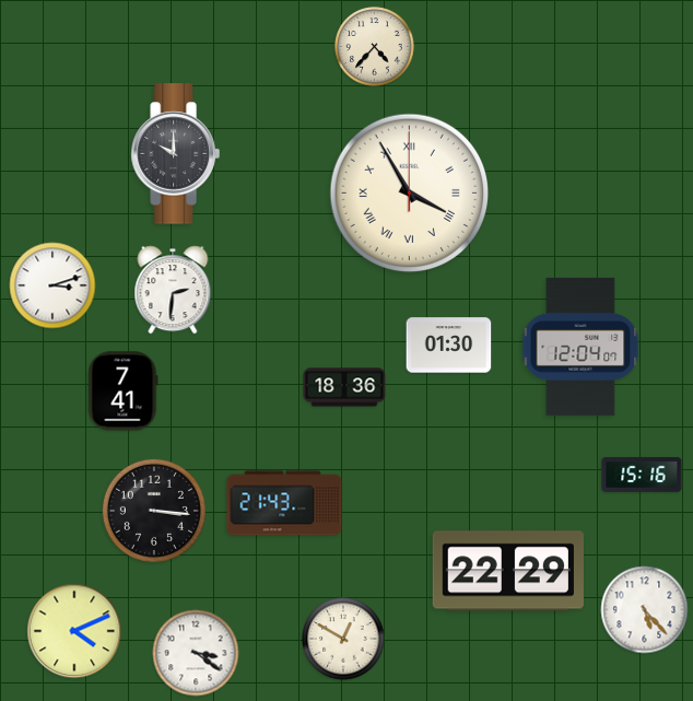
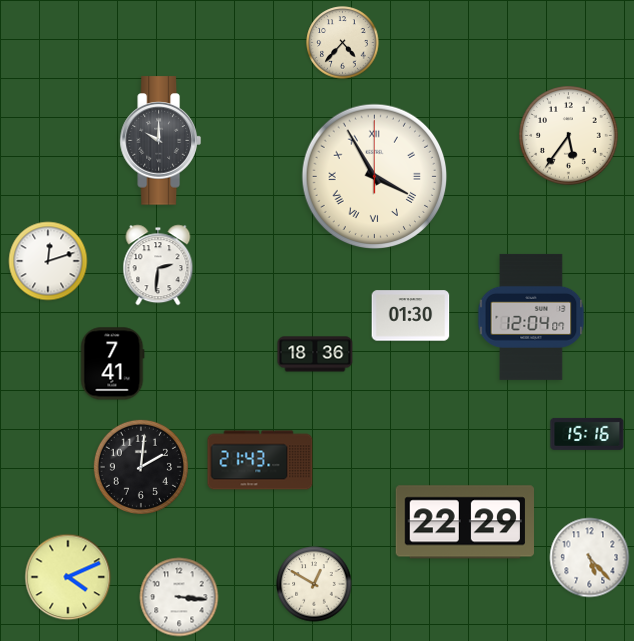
clock at (569, 136): none -> 5:36
clock at (52, 285): 3:12 -> 12:12
clock at (124, 392) position: (124, 392) -> (113, 364)
clock at (154, 511): 3:16 -> 2:01
clock at (196, 653): 3:21 -> 3:16
